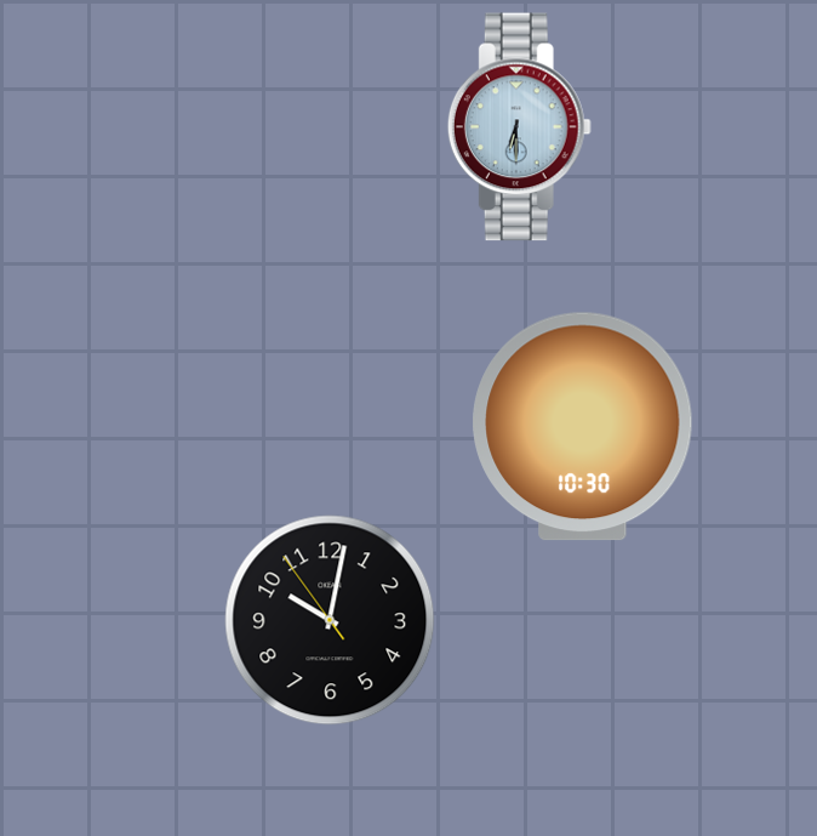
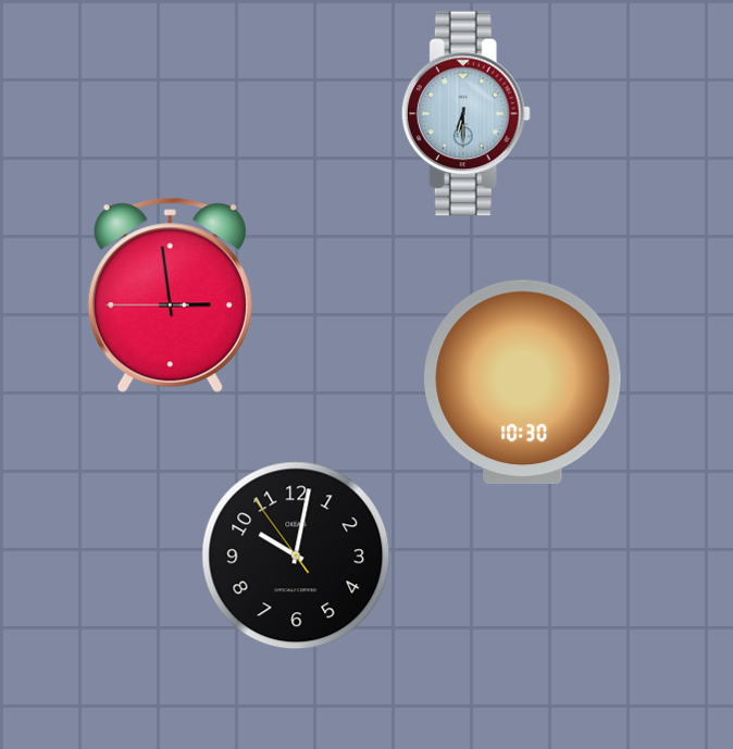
clock at (170, 296): none -> 2:58
